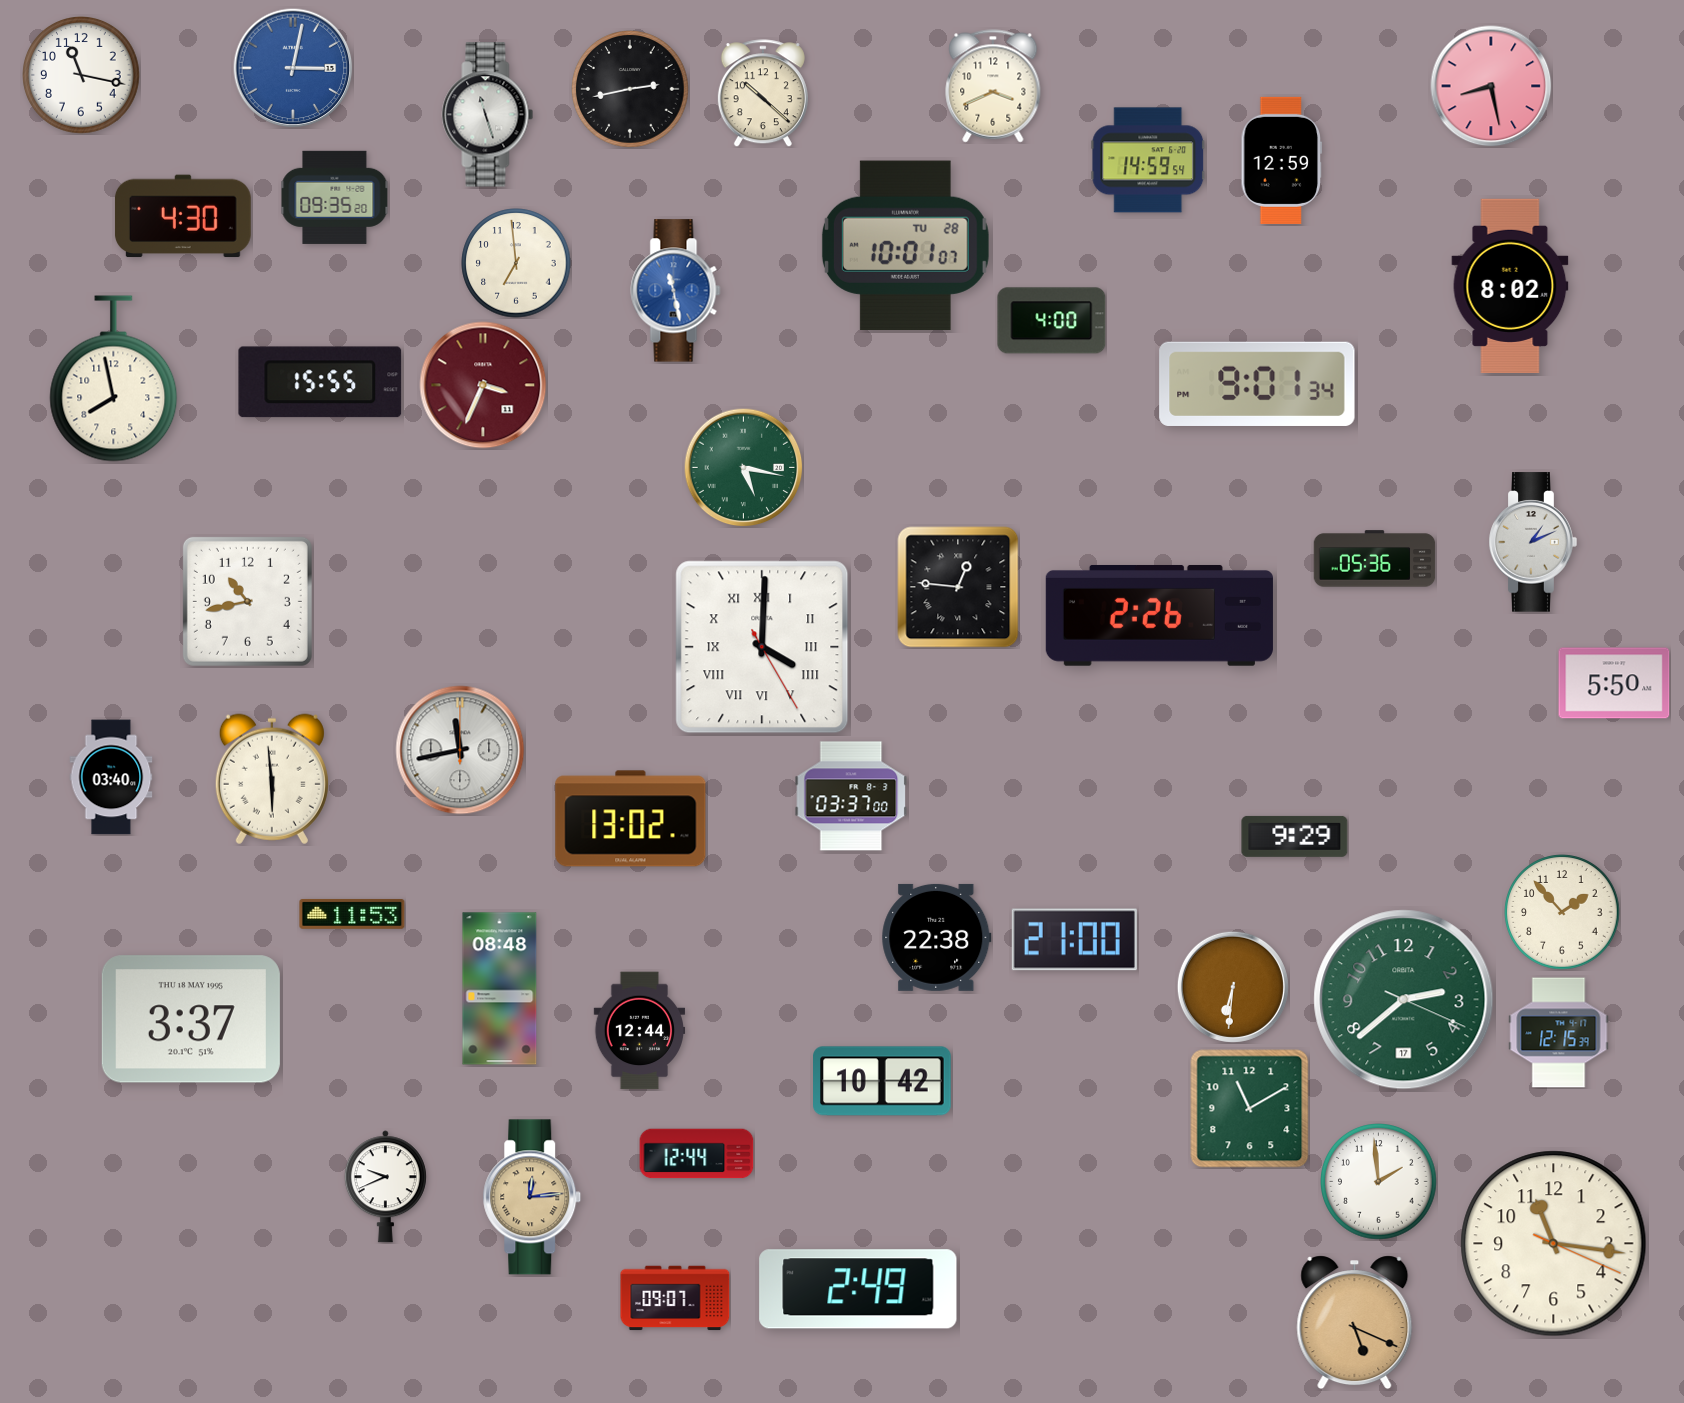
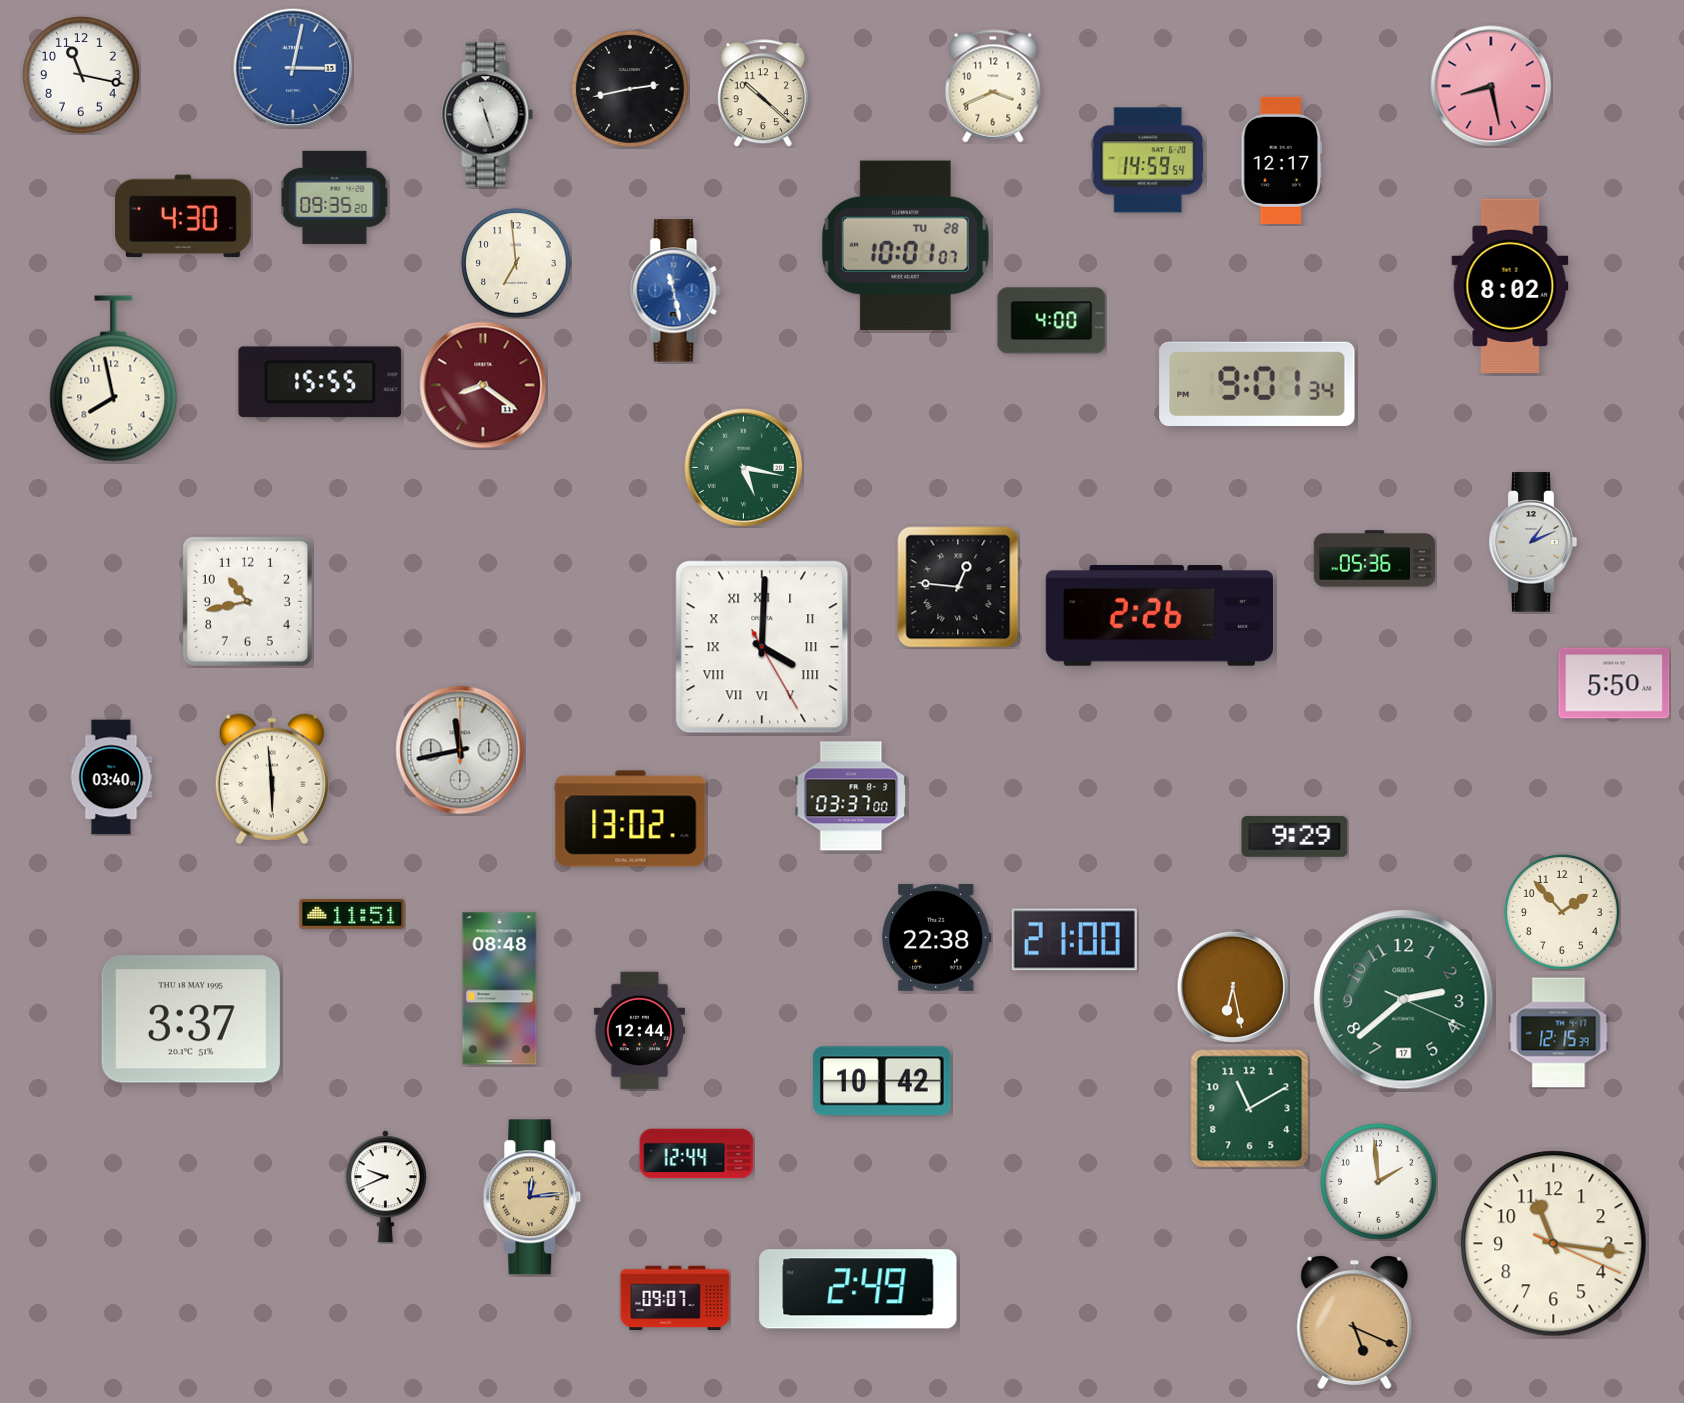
clock at (1282, 160): 12:59 -> 12:17
clock at (483, 385): 3:34 -> 8:21
clock at (352, 914): 11:53 -> 11:51
clock at (1233, 987): 6:31 -> 6:28
